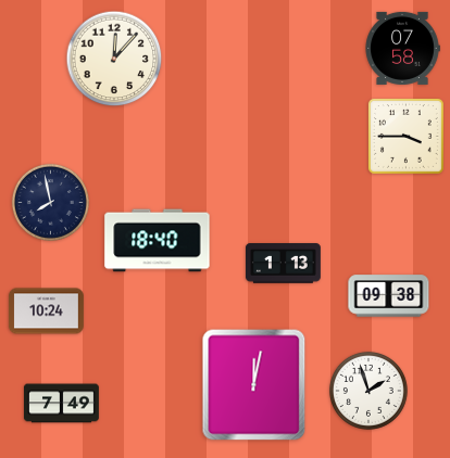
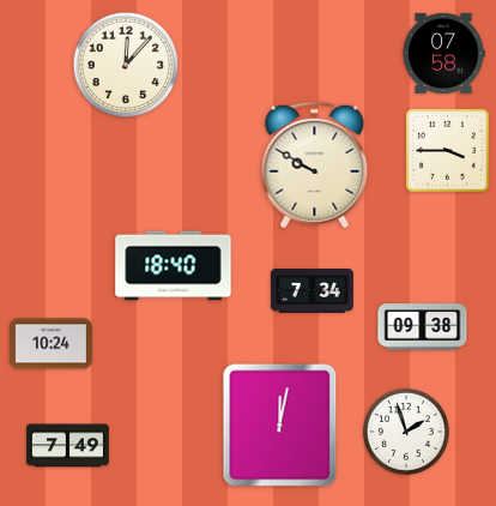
clock at (315, 165): none -> 9:50
clock at (50, 202): 7:58 -> none
clock at (283, 264): 1:13 -> 7:34
clock at (389, 296) position: (389, 296) -> (423, 327)
